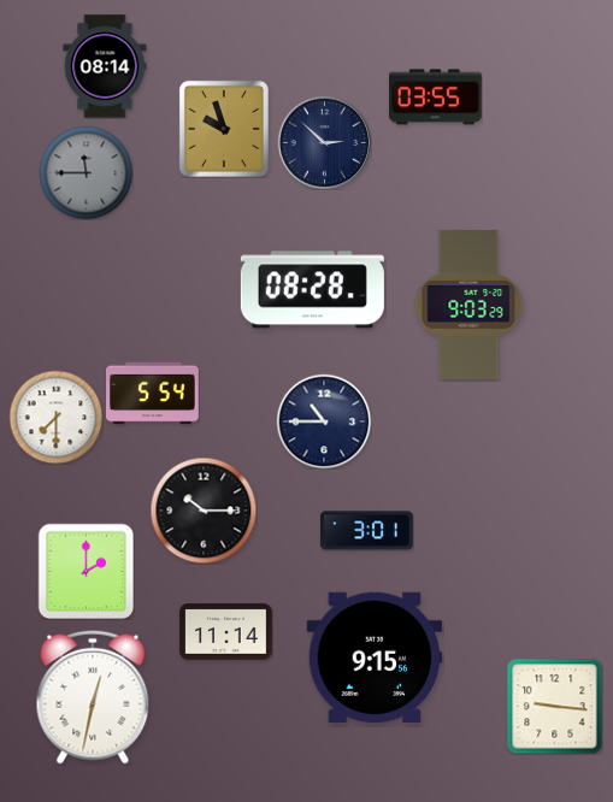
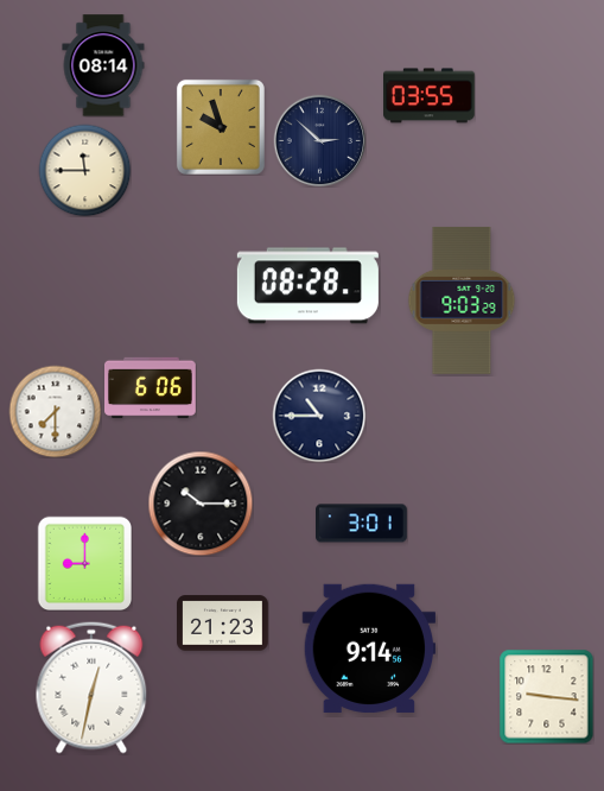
clock at (86, 172) dial: grey -> cream
clock at (153, 394): 5:54 -> 6:06
clock at (86, 571): 2:00 -> 9:00
clock at (226, 632): 11:14 -> 21:23
clock at (375, 657): 9:15 -> 9:14
